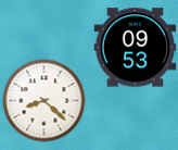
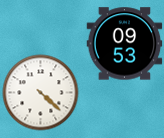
clock at (44, 101): 8:22 -> 4:22
